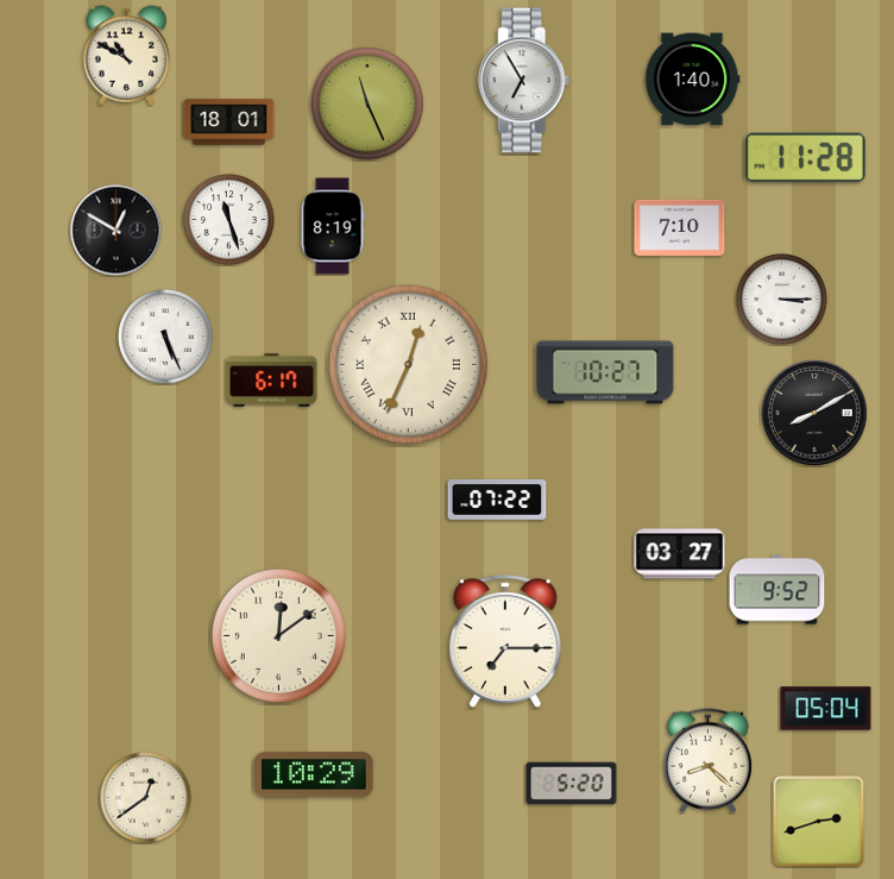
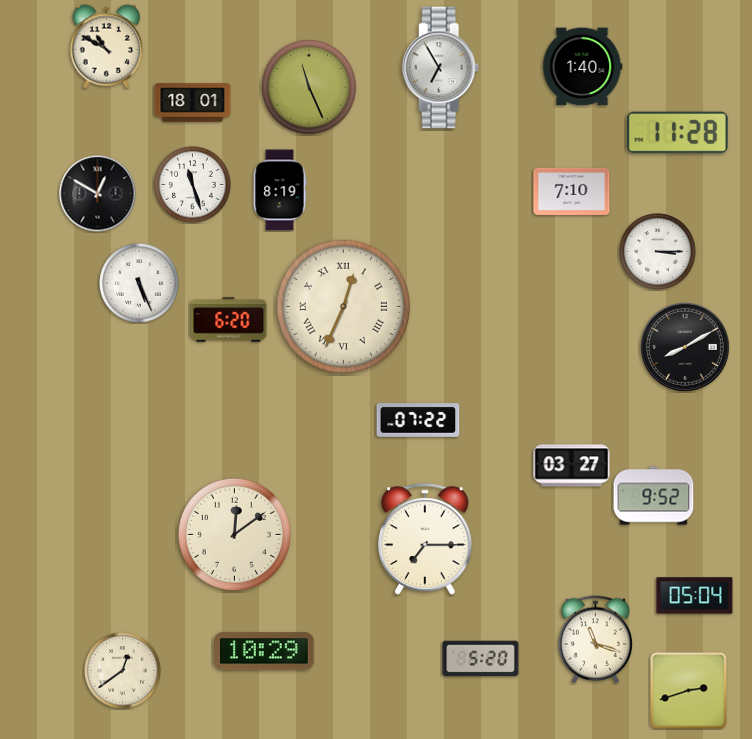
clock at (605, 372): 10:27 -> none
clock at (272, 381): 6:17 -> 6:20
clock at (707, 761): 8:22 -> 11:18
